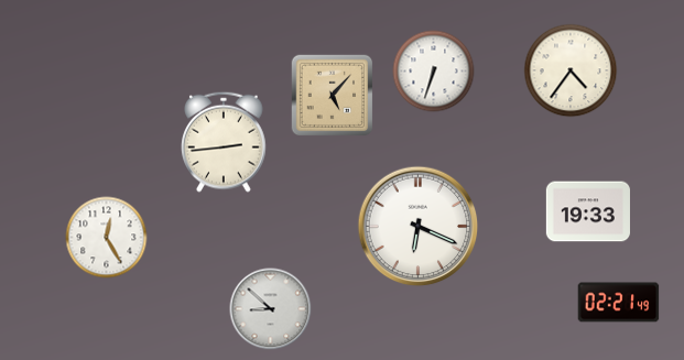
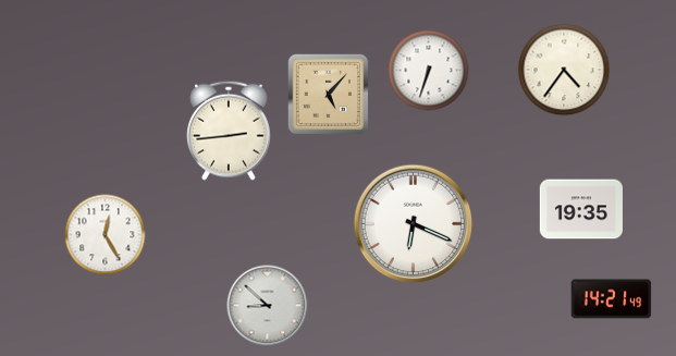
clock at (224, 142) position: (224, 142) -> (229, 131)
clock at (588, 211): 19:33 -> 19:35
clock at (619, 303): 02:21 -> 14:21
